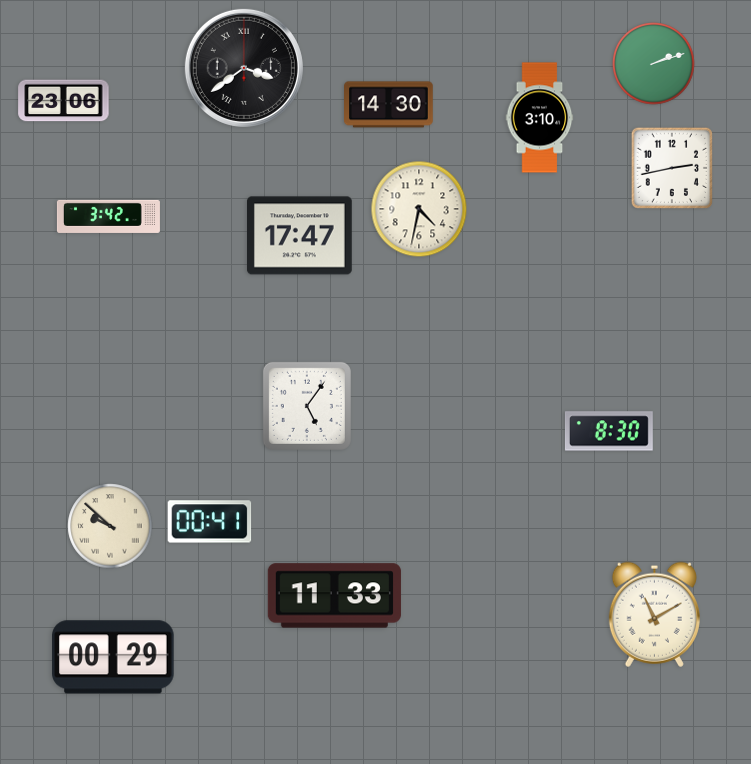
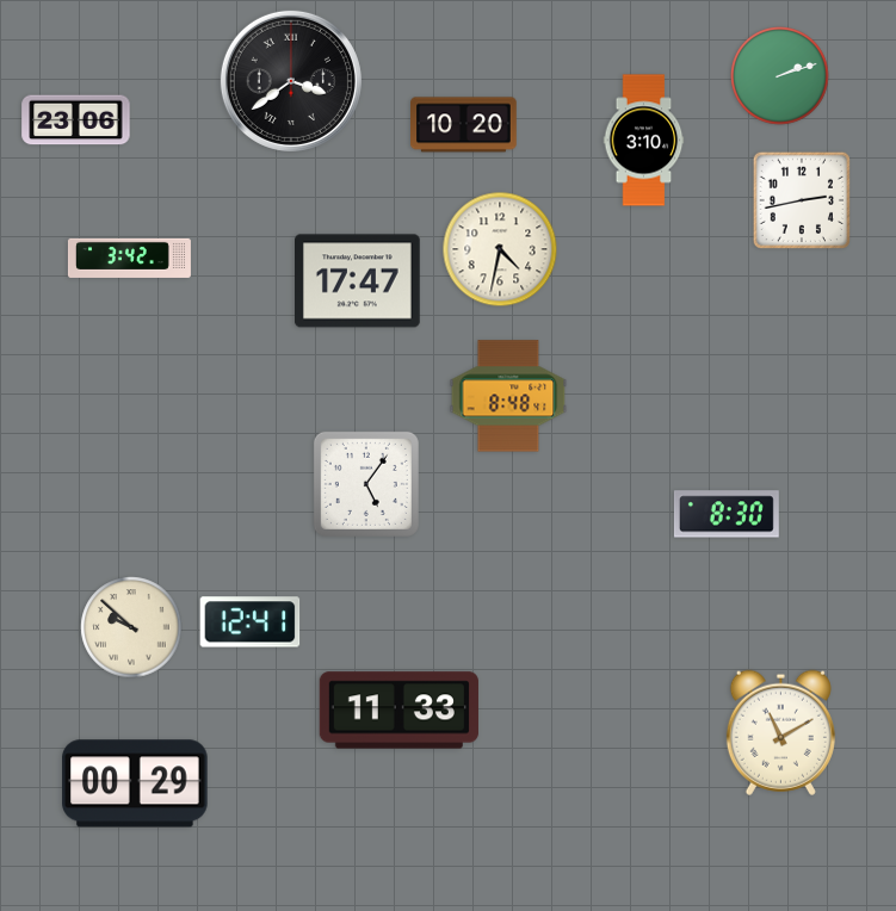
clock at (389, 105): 14:30 -> 10:20
clock at (508, 396): none -> 8:48
clock at (210, 522): 00:41 -> 12:41
